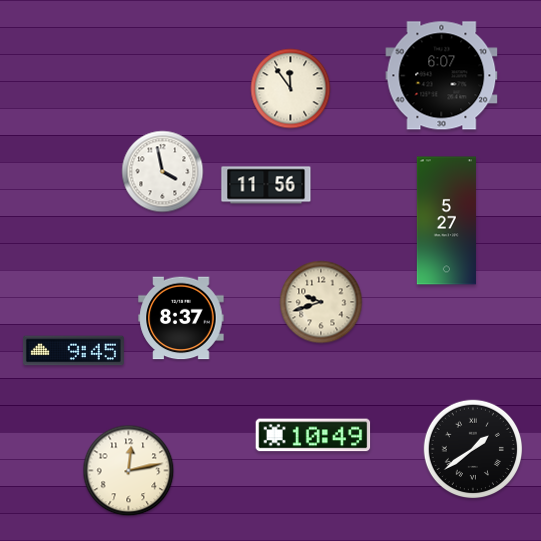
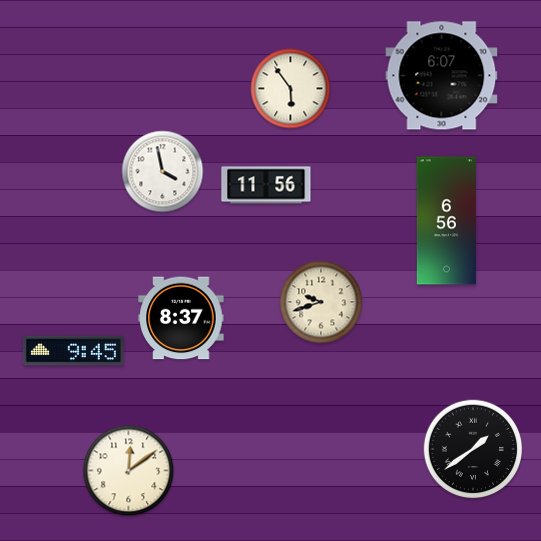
clock at (291, 89): 11:54 -> 5:54
clock at (446, 221): 5:27 -> 6:56
clock at (313, 435): 10:49 -> none
clock at (129, 471): 12:13 -> 12:09
